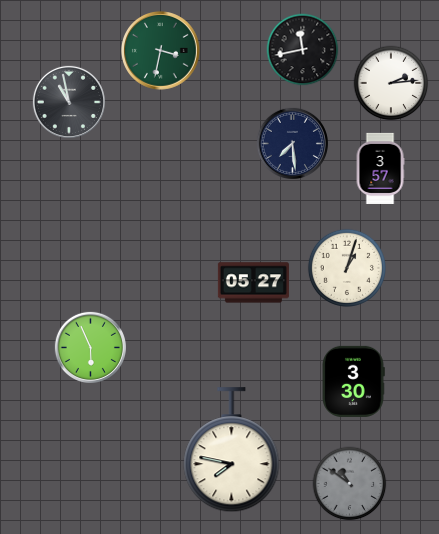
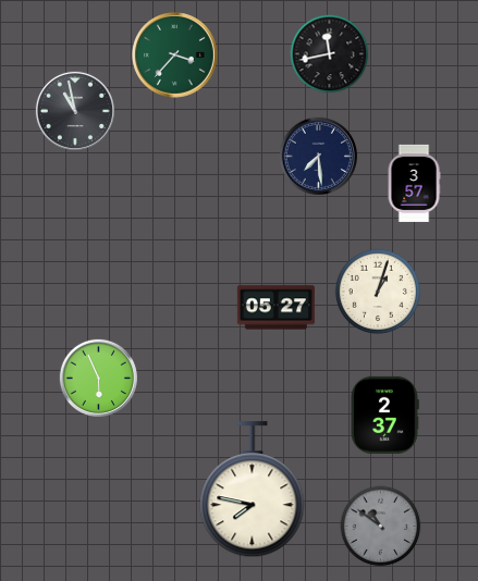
clock at (161, 51): 3:32 -> 3:37
clock at (391, 83): 2:14 -> none
clock at (353, 381): 3:30 -> 2:37
